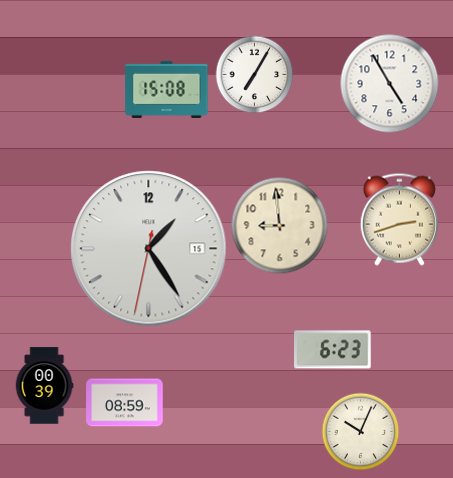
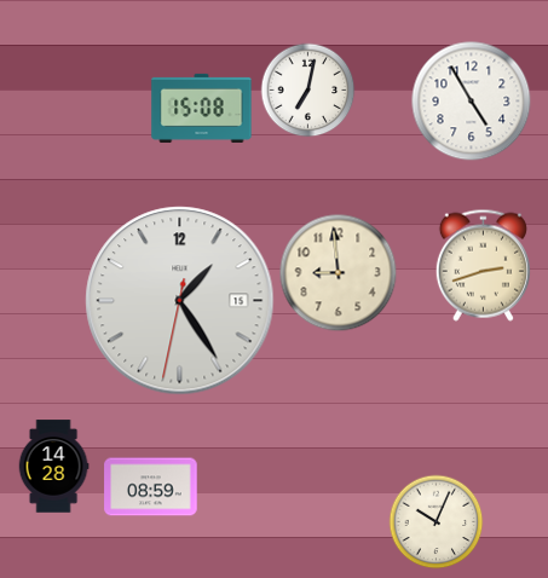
clock at (254, 74): 7:05 -> 7:02
clock at (333, 350): 6:23 -> none
clock at (44, 386): 00:39 -> 14:28
